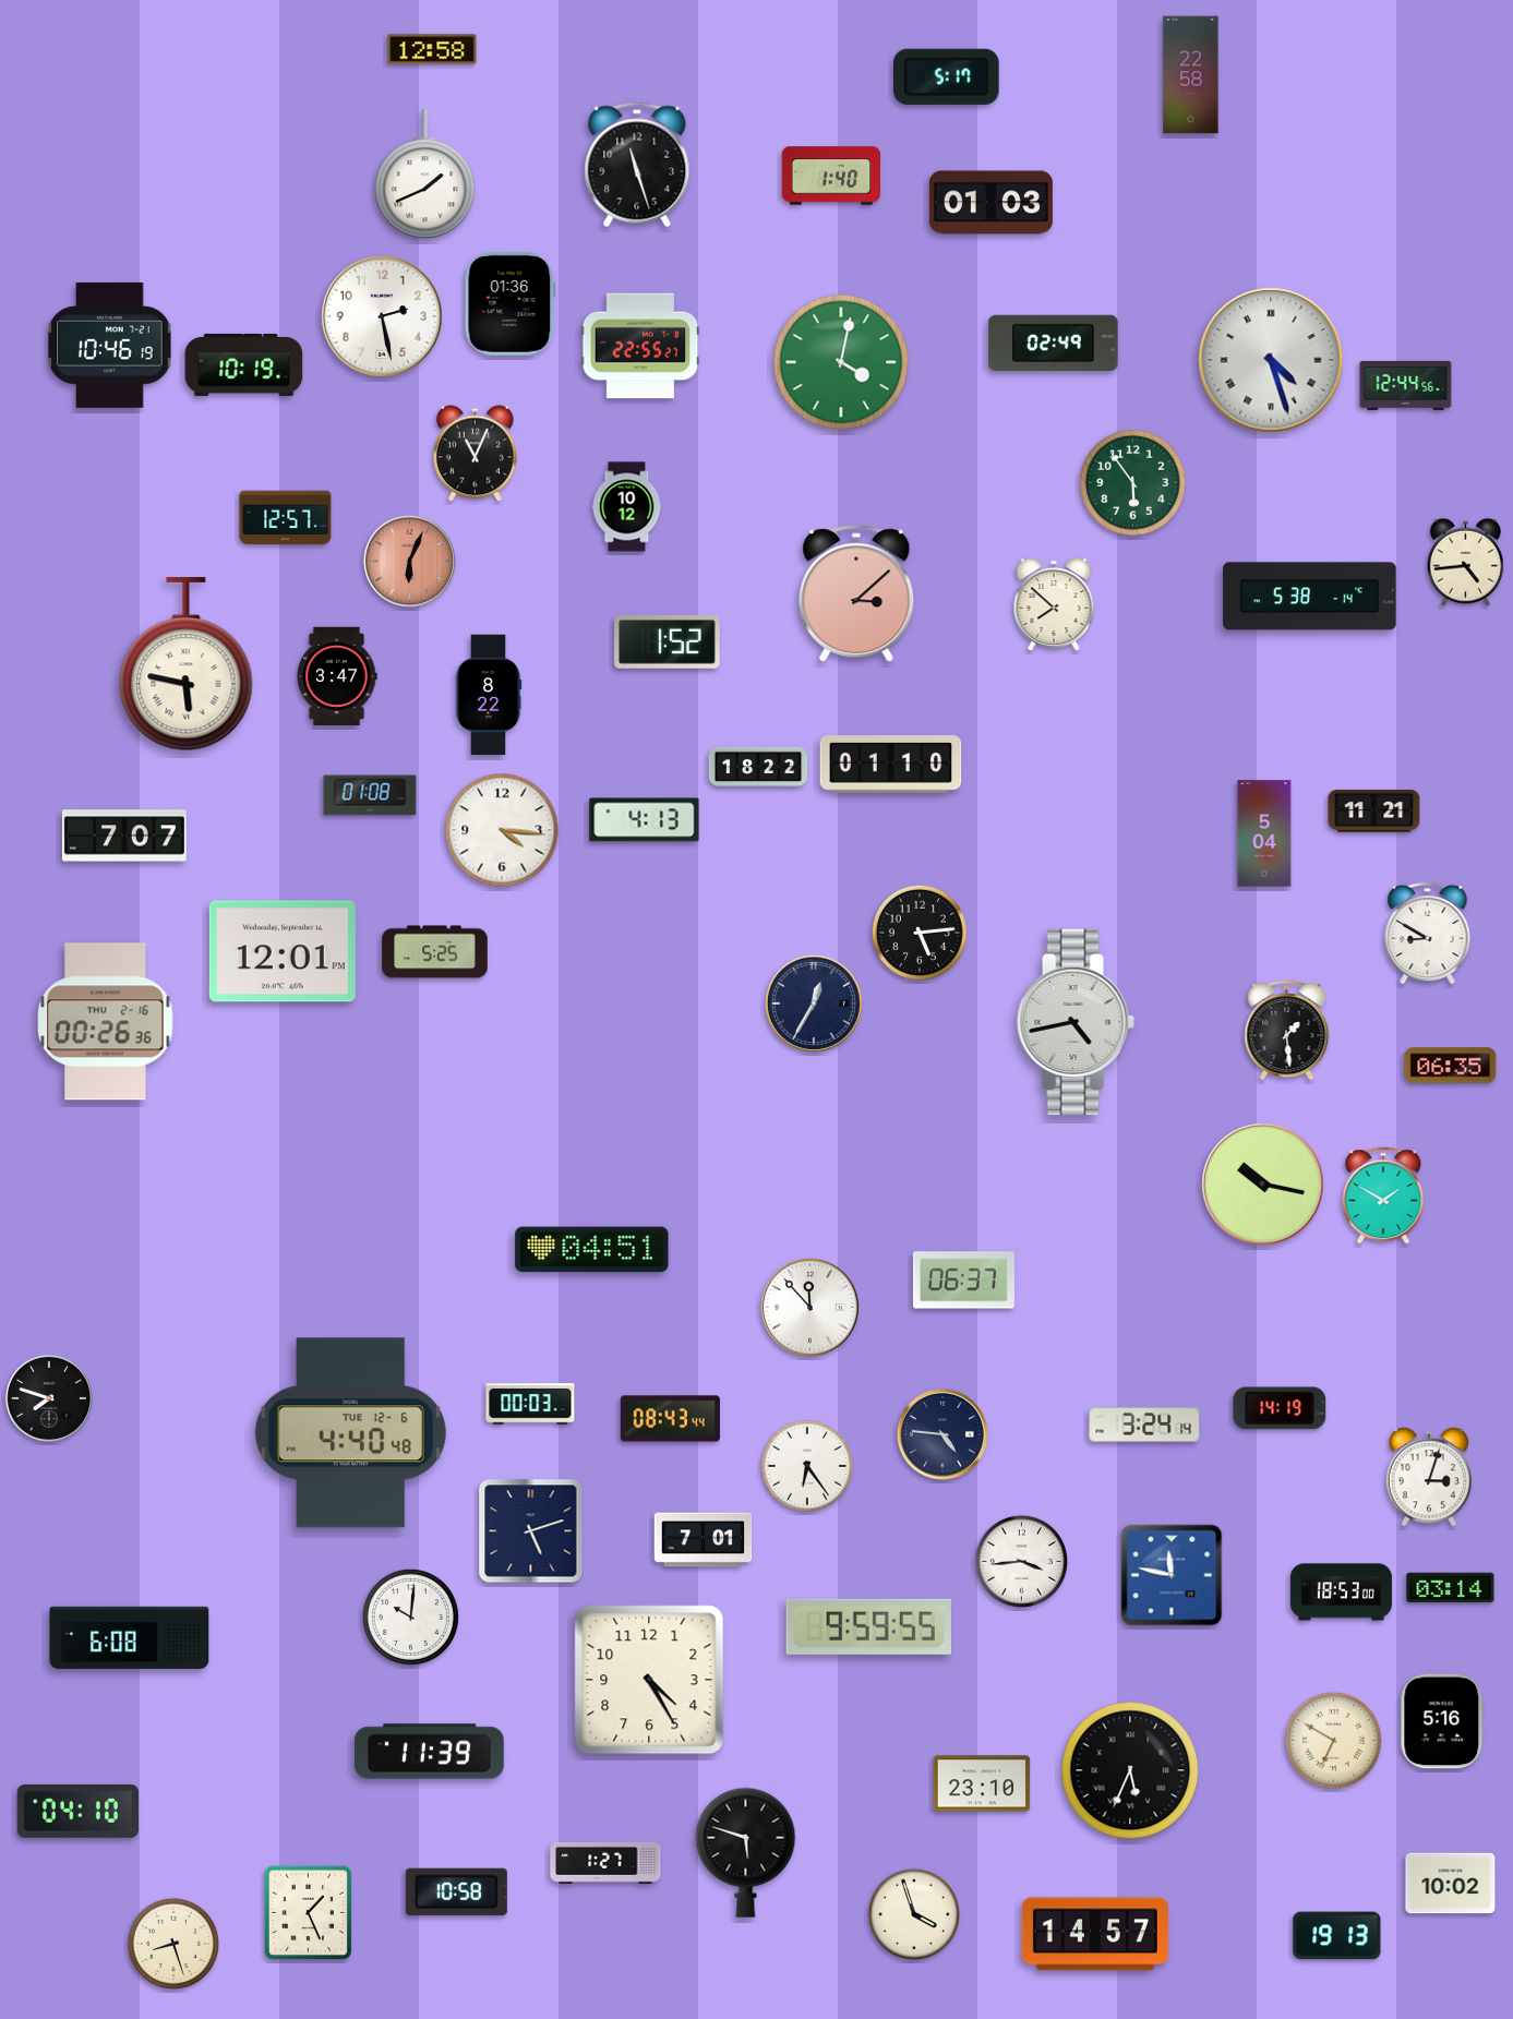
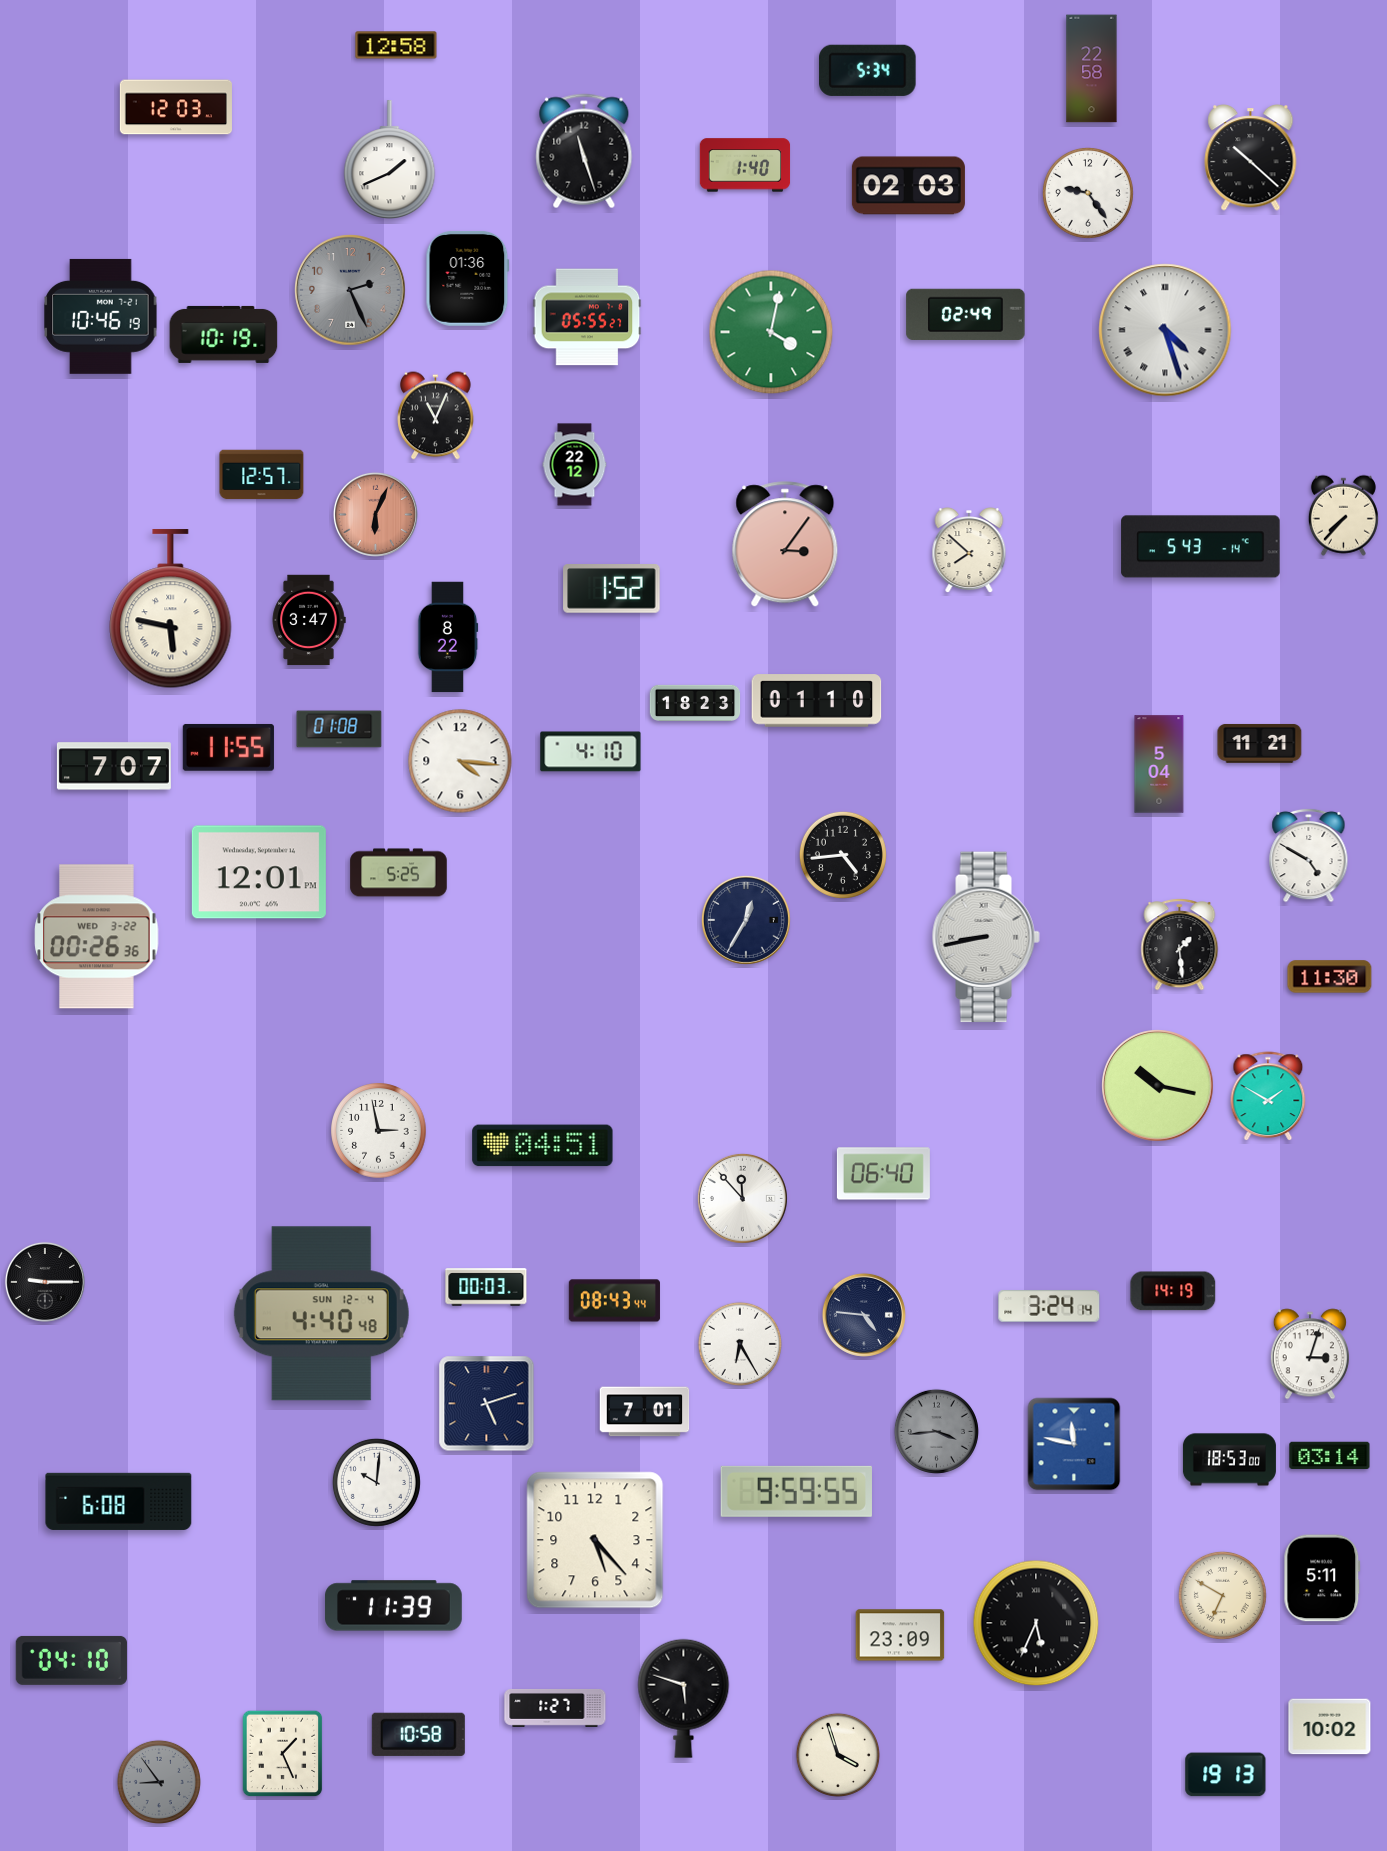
clock at (947, 76): 5:17 -> 5:34
clock at (176, 107): none -> 12:03
clock at (1251, 158): none -> 10:22
clock at (831, 176) position: (831, 176) -> (745, 165)
clock at (990, 203): 01:03 -> 02:03
clock at (1088, 193): none -> 9:24
clock at (382, 316): 2:28 -> 2:26
clock at (382, 316) dial: white -> grey
clock at (640, 346): 22:55 -> 05:55
clock at (1406, 385): 12:44 -> none
clock at (1133, 483): 5:54 -> none
clock at (627, 507): 10:12 -> 22:12
clock at (1465, 562): 4:44 -> 7:37
clock at (856, 594): 3:08 -> 3:06
clock at (1310, 597): 5:38 -> 5:43
clock at (1054, 605) position: (1054, 605) -> (969, 551)
clock at (758, 766): 18:22 -> 18:23
clock at (228, 748): none -> 11:55
clock at (645, 820): 4:13 -> 4:10
clock at (920, 933): 5:14 -> 4:44
clock at (1428, 933): 8:50 -> 4:50
clock at (106, 1022) date: THU 2-16 -> WED 3-22
clock at (1076, 1022): 4:43 -> 8:43
clock at (1451, 1066): 06:35 -> 11:30
clock at (379, 1131): none -> 2:58
clock at (963, 1281): 06:37 -> 06:40
clock at (49, 1398): 7:48 -> 9:15
clock at (350, 1433) date: TUE 12-6 -> SUN 12-4
clock at (807, 1466): 6:24 -> 6:25
clock at (1021, 1561) dial: white -> grey
clock at (649, 1680): 4:25 -> 5:23
clock at (1442, 1721): 5:16 -> 5:11
clock at (982, 1783): 23:10 -> 23:09
clock at (1095, 1934): 14:57 -> none
clock at (173, 1944): 8:27 -> 8:54
clock at (173, 1944) dial: cream -> grey
